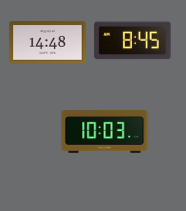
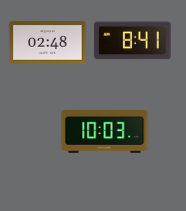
clock at (133, 41): 8:45 -> 8:41
clock at (48, 43): 14:48 -> 02:48
